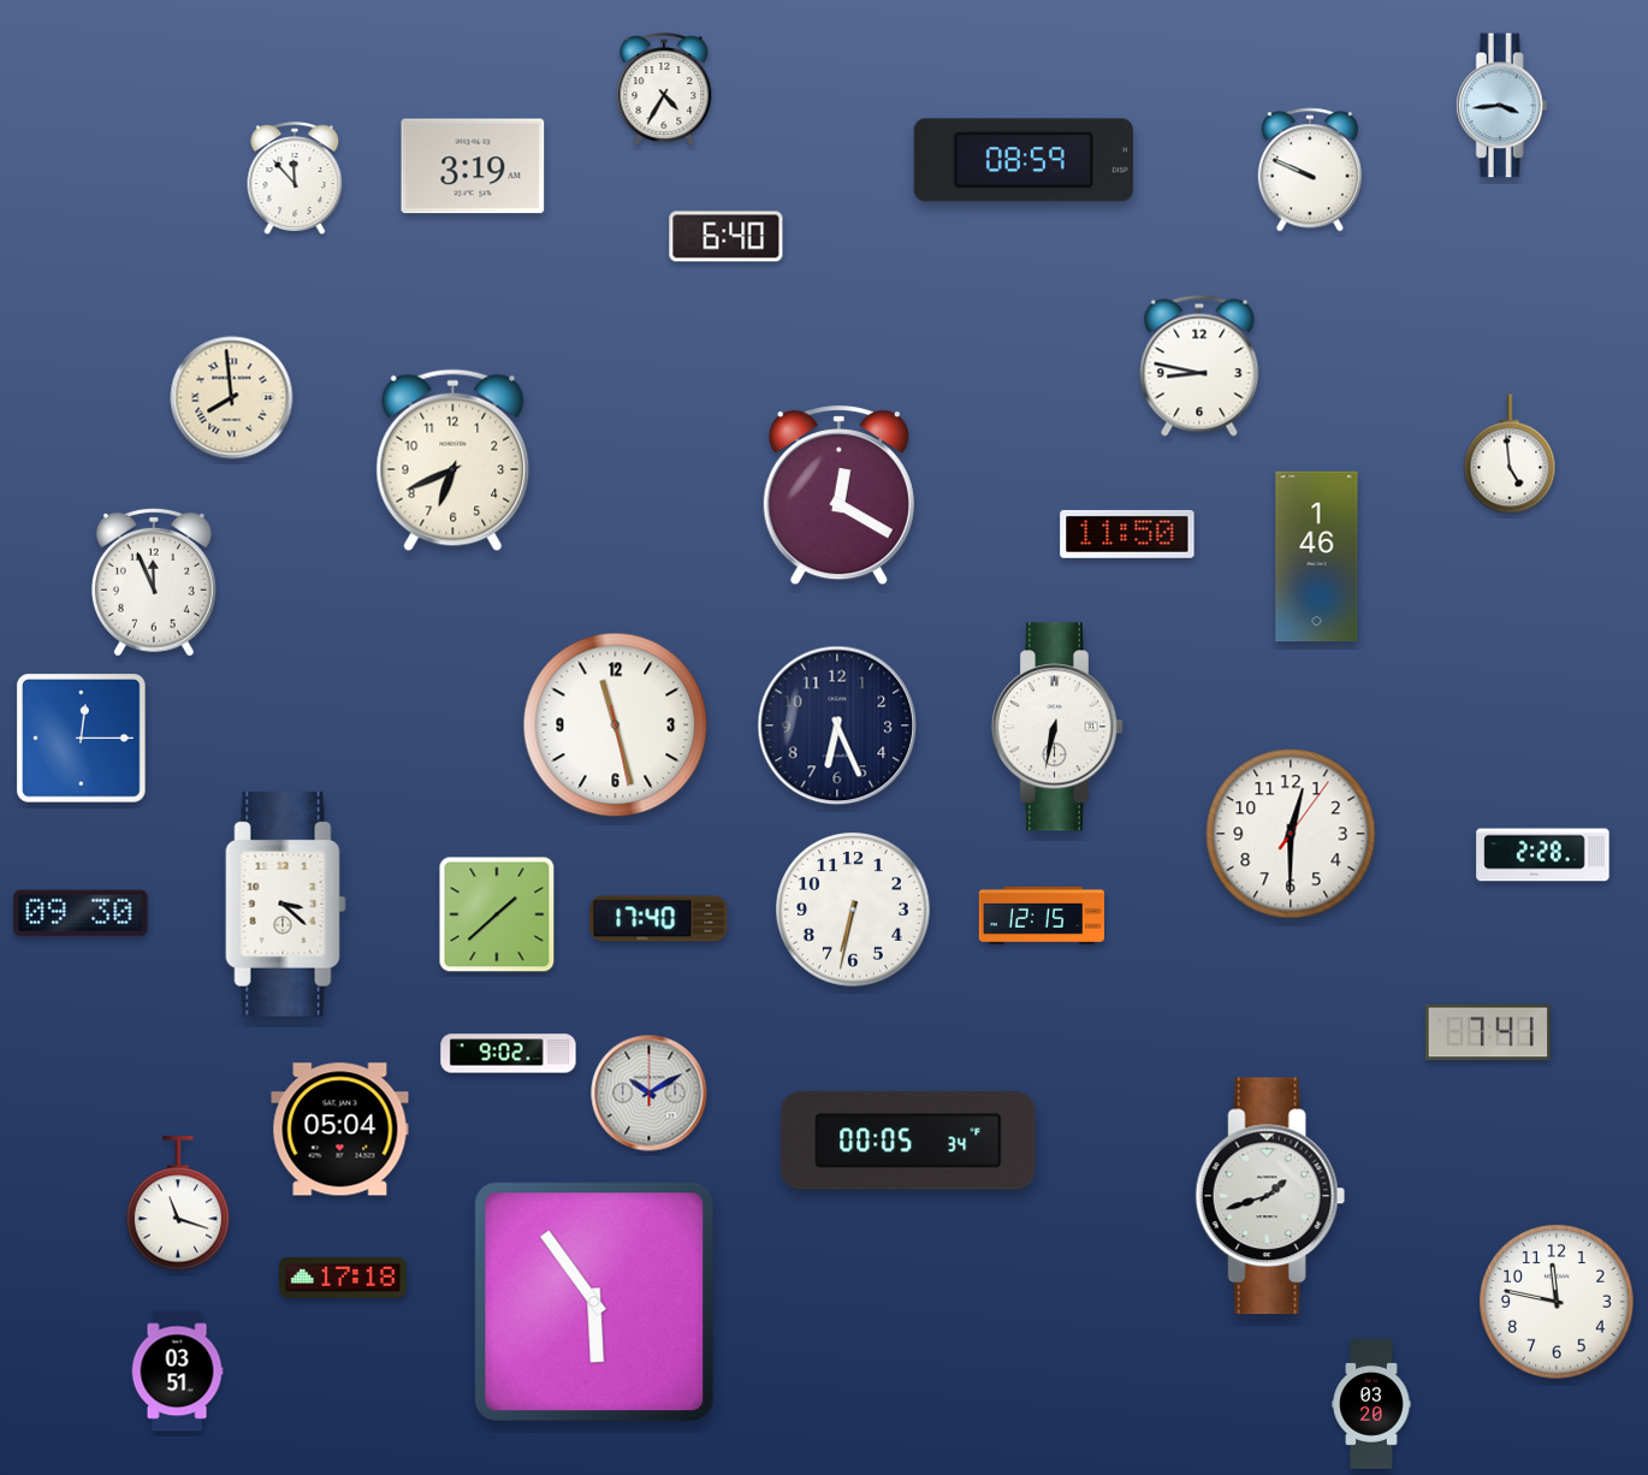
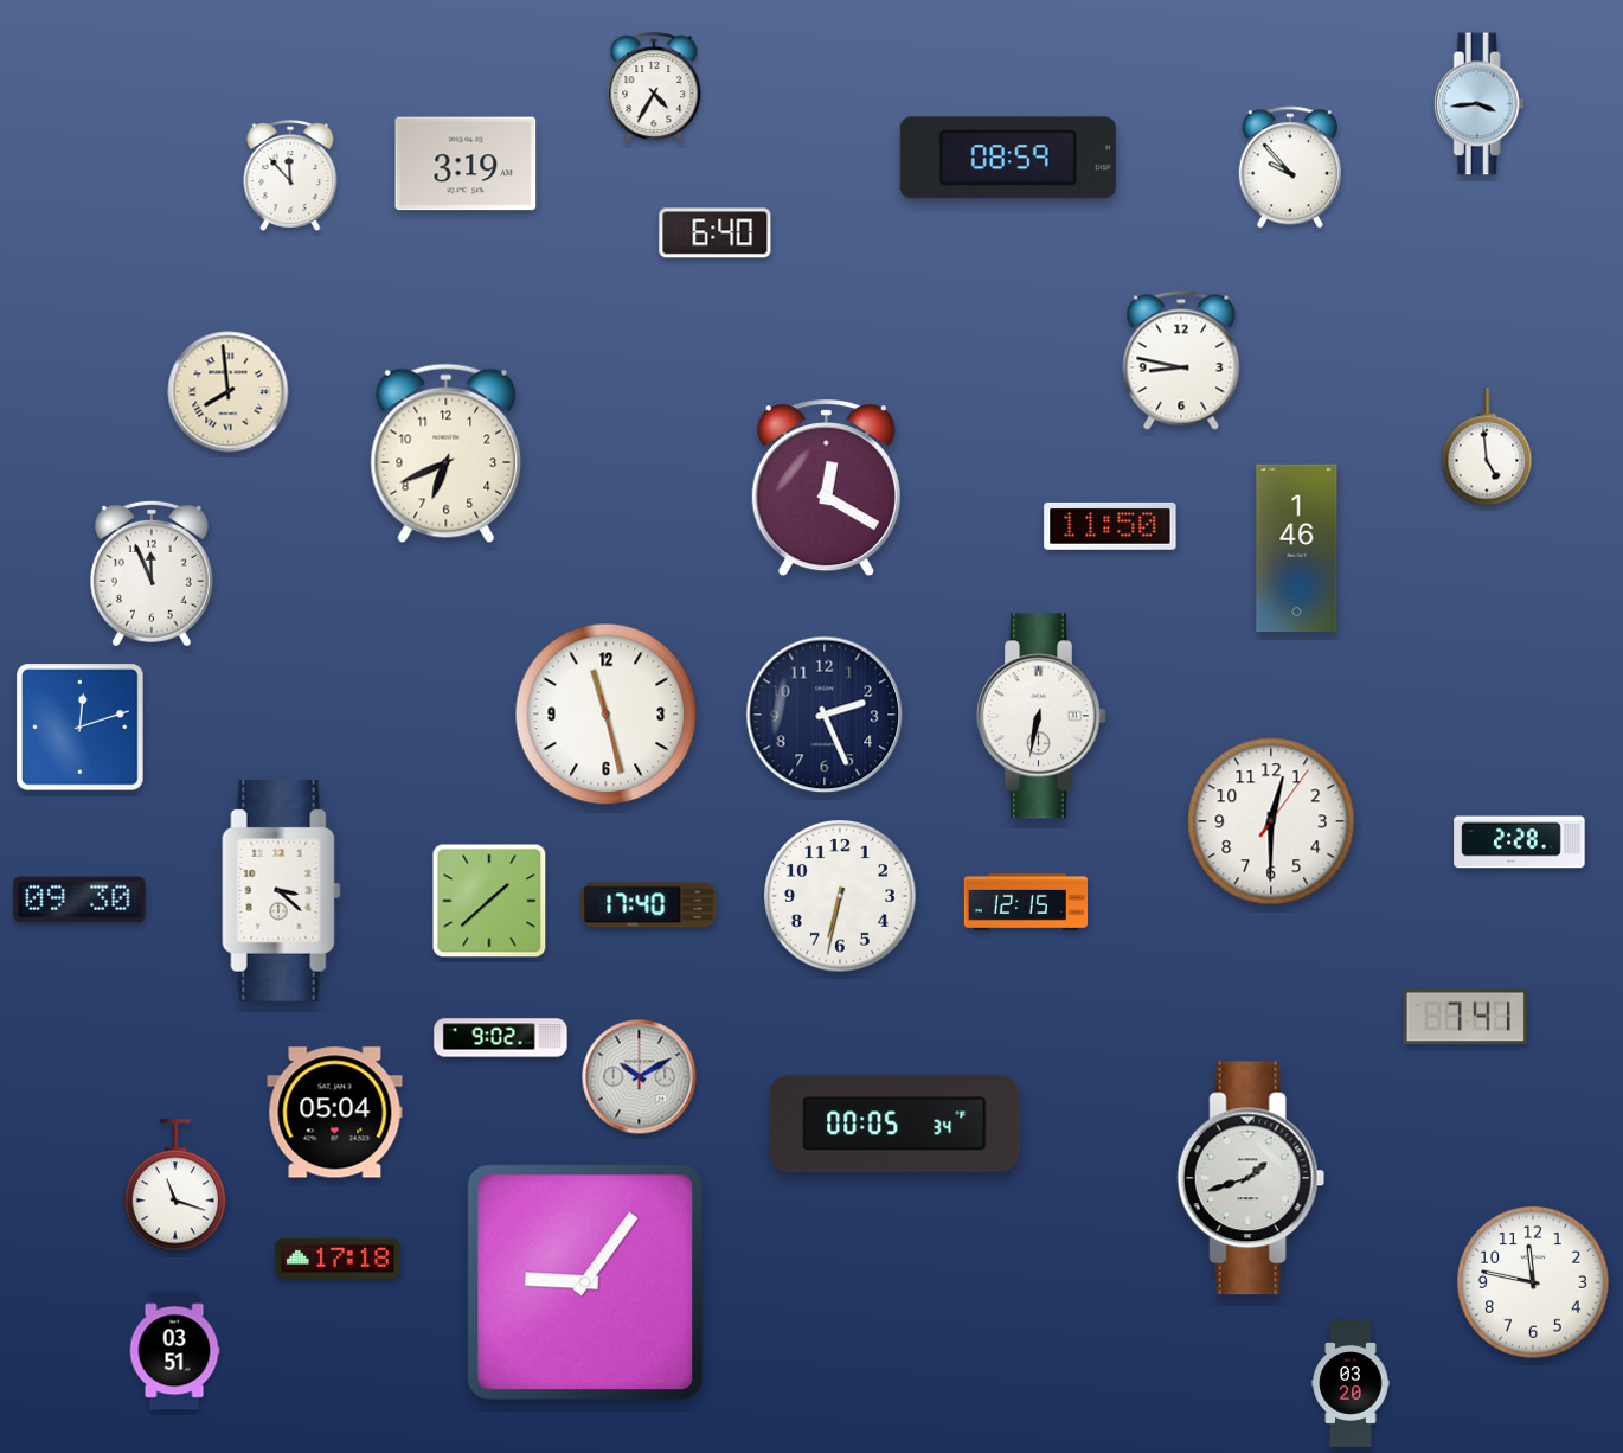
clock at (1309, 170): 9:49 -> 9:53
clock at (837, 725): 6:26 -> 2:26
clock at (82, 739): 12:15 -> 12:12
clock at (594, 1302): 5:54 -> 9:06
